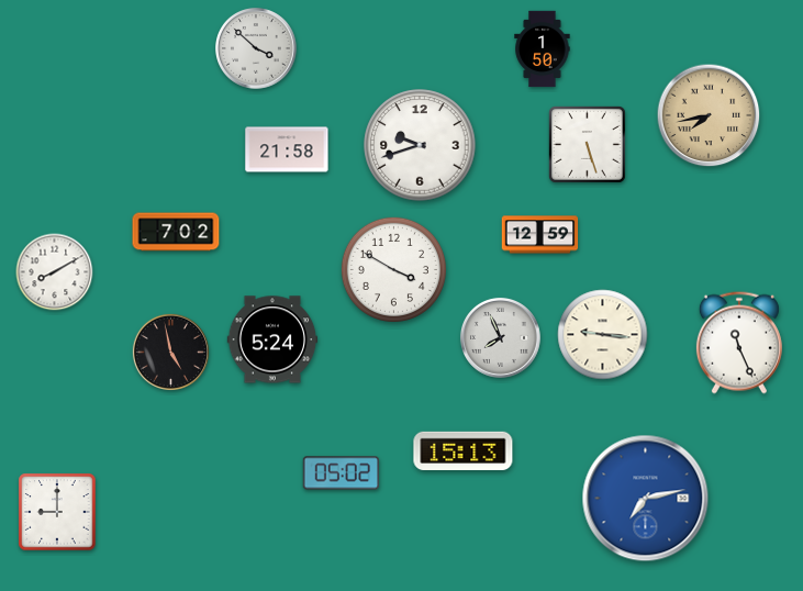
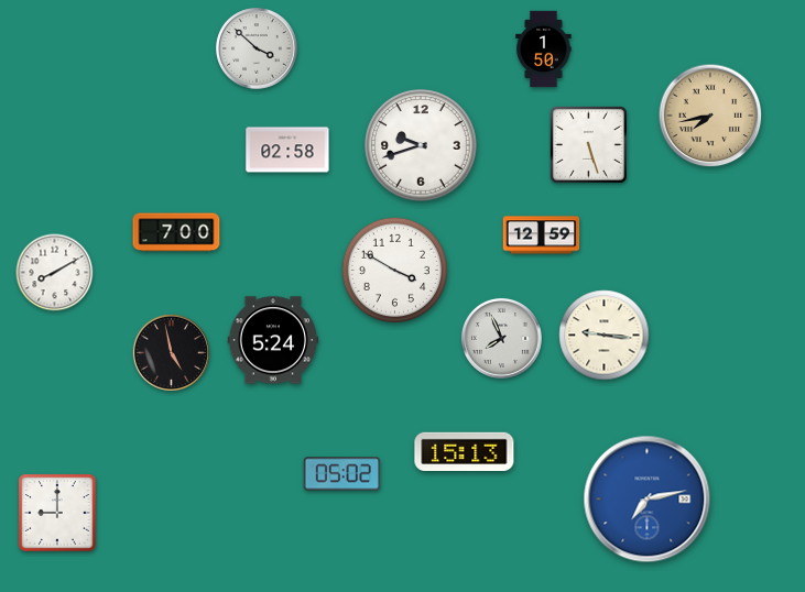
clock at (287, 149): 21:58 -> 02:58
clock at (176, 232): 7:02 -> 7:00
clock at (739, 343): 11:26 -> none
